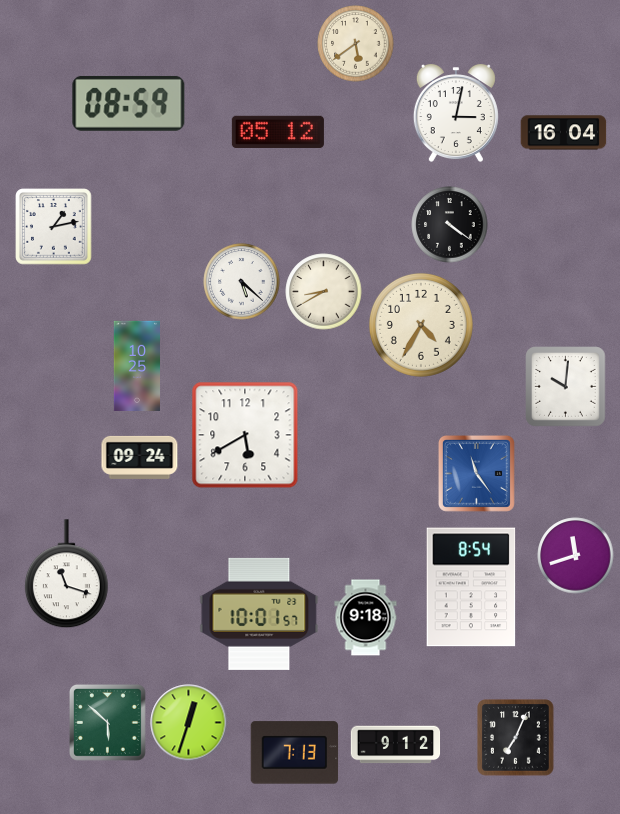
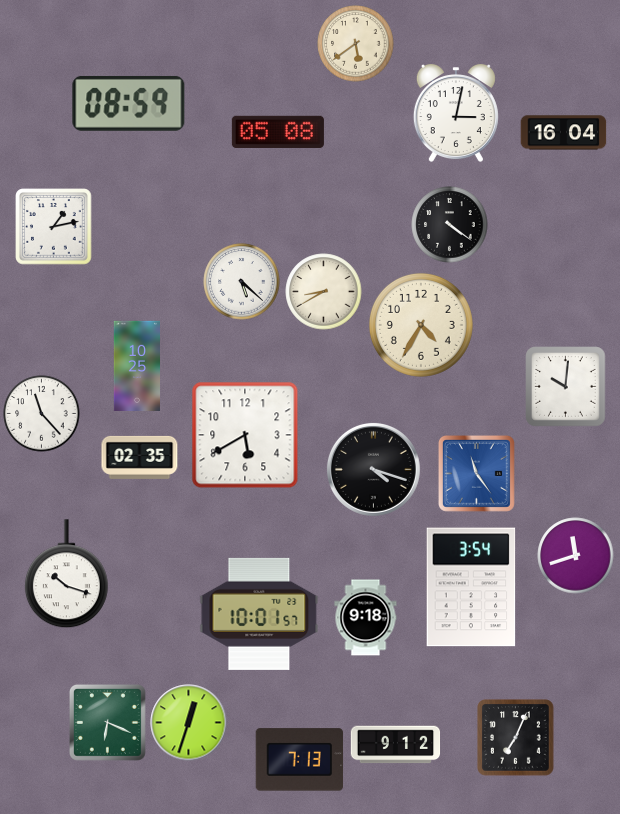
clock at (278, 132): 05:12 -> 05:08
clock at (42, 414): none -> 11:23
clock at (140, 457): 09:24 -> 02:35
clock at (373, 469): none -> 4:18
clock at (66, 574): 11:18 -> 10:18
clock at (471, 587): 8:54 -> 3:54
clock at (107, 722): 5:52 -> 6:19
clock at (295, 753) position: (295, 753) -> (300, 760)
